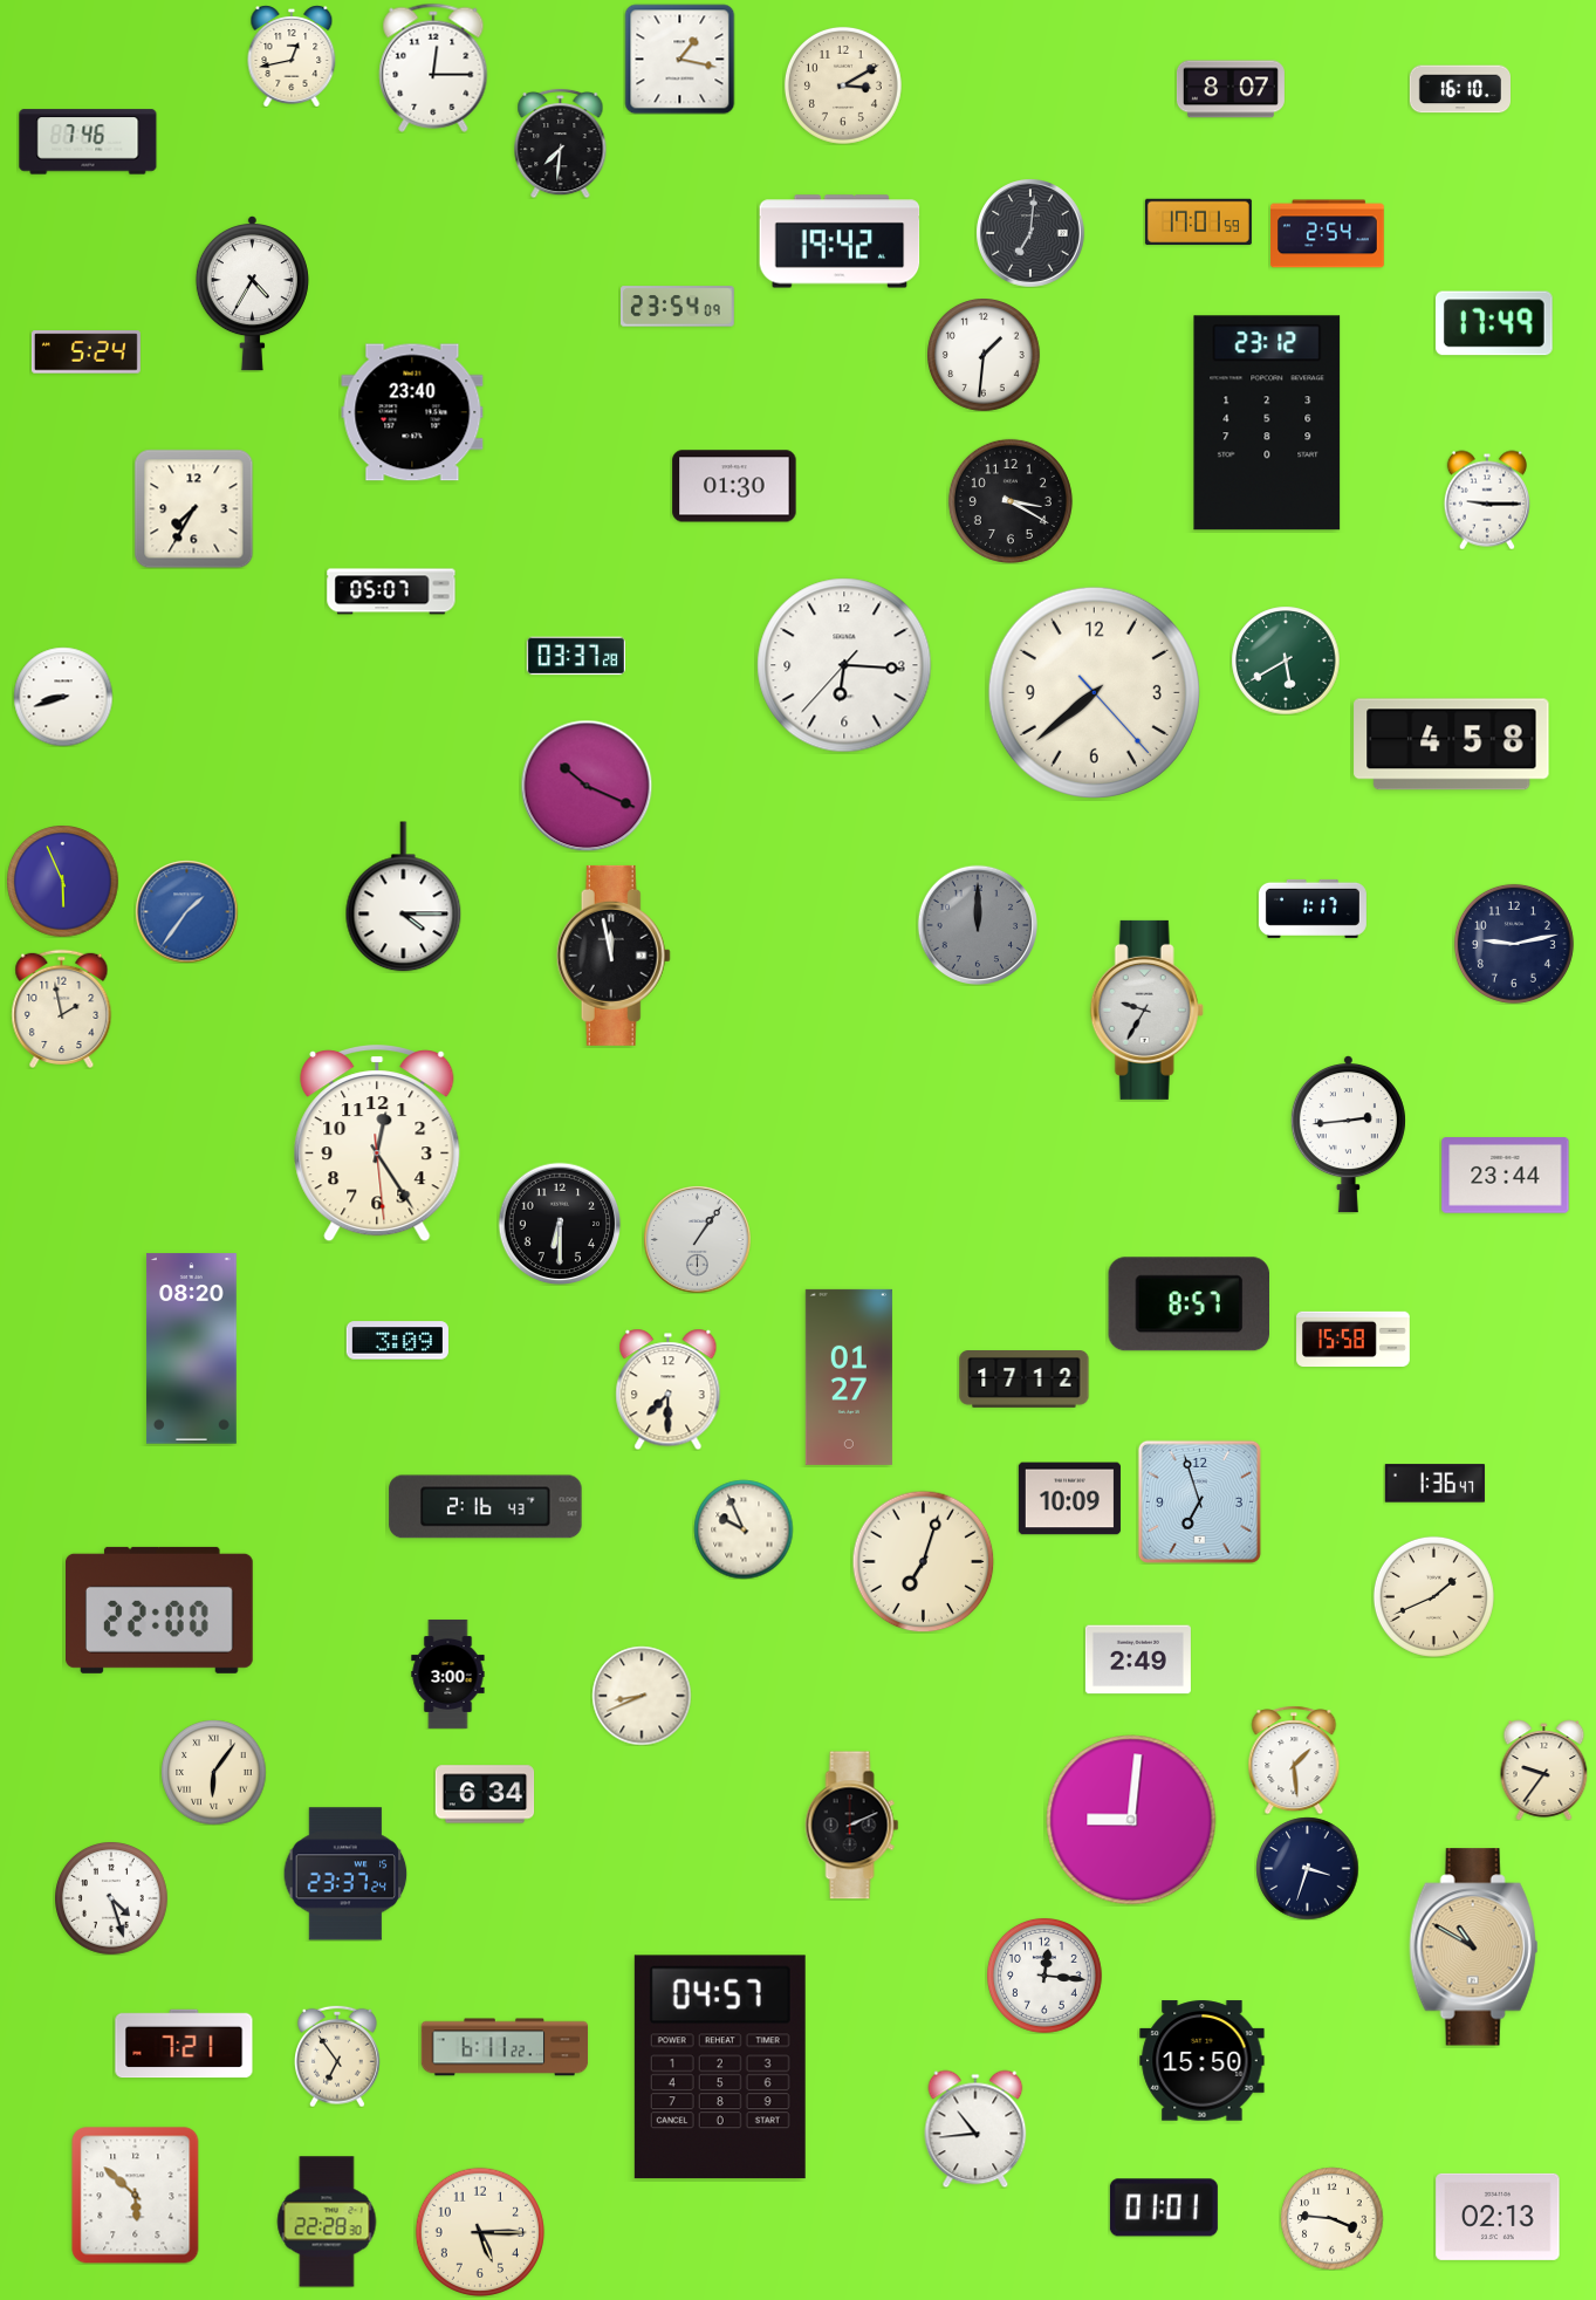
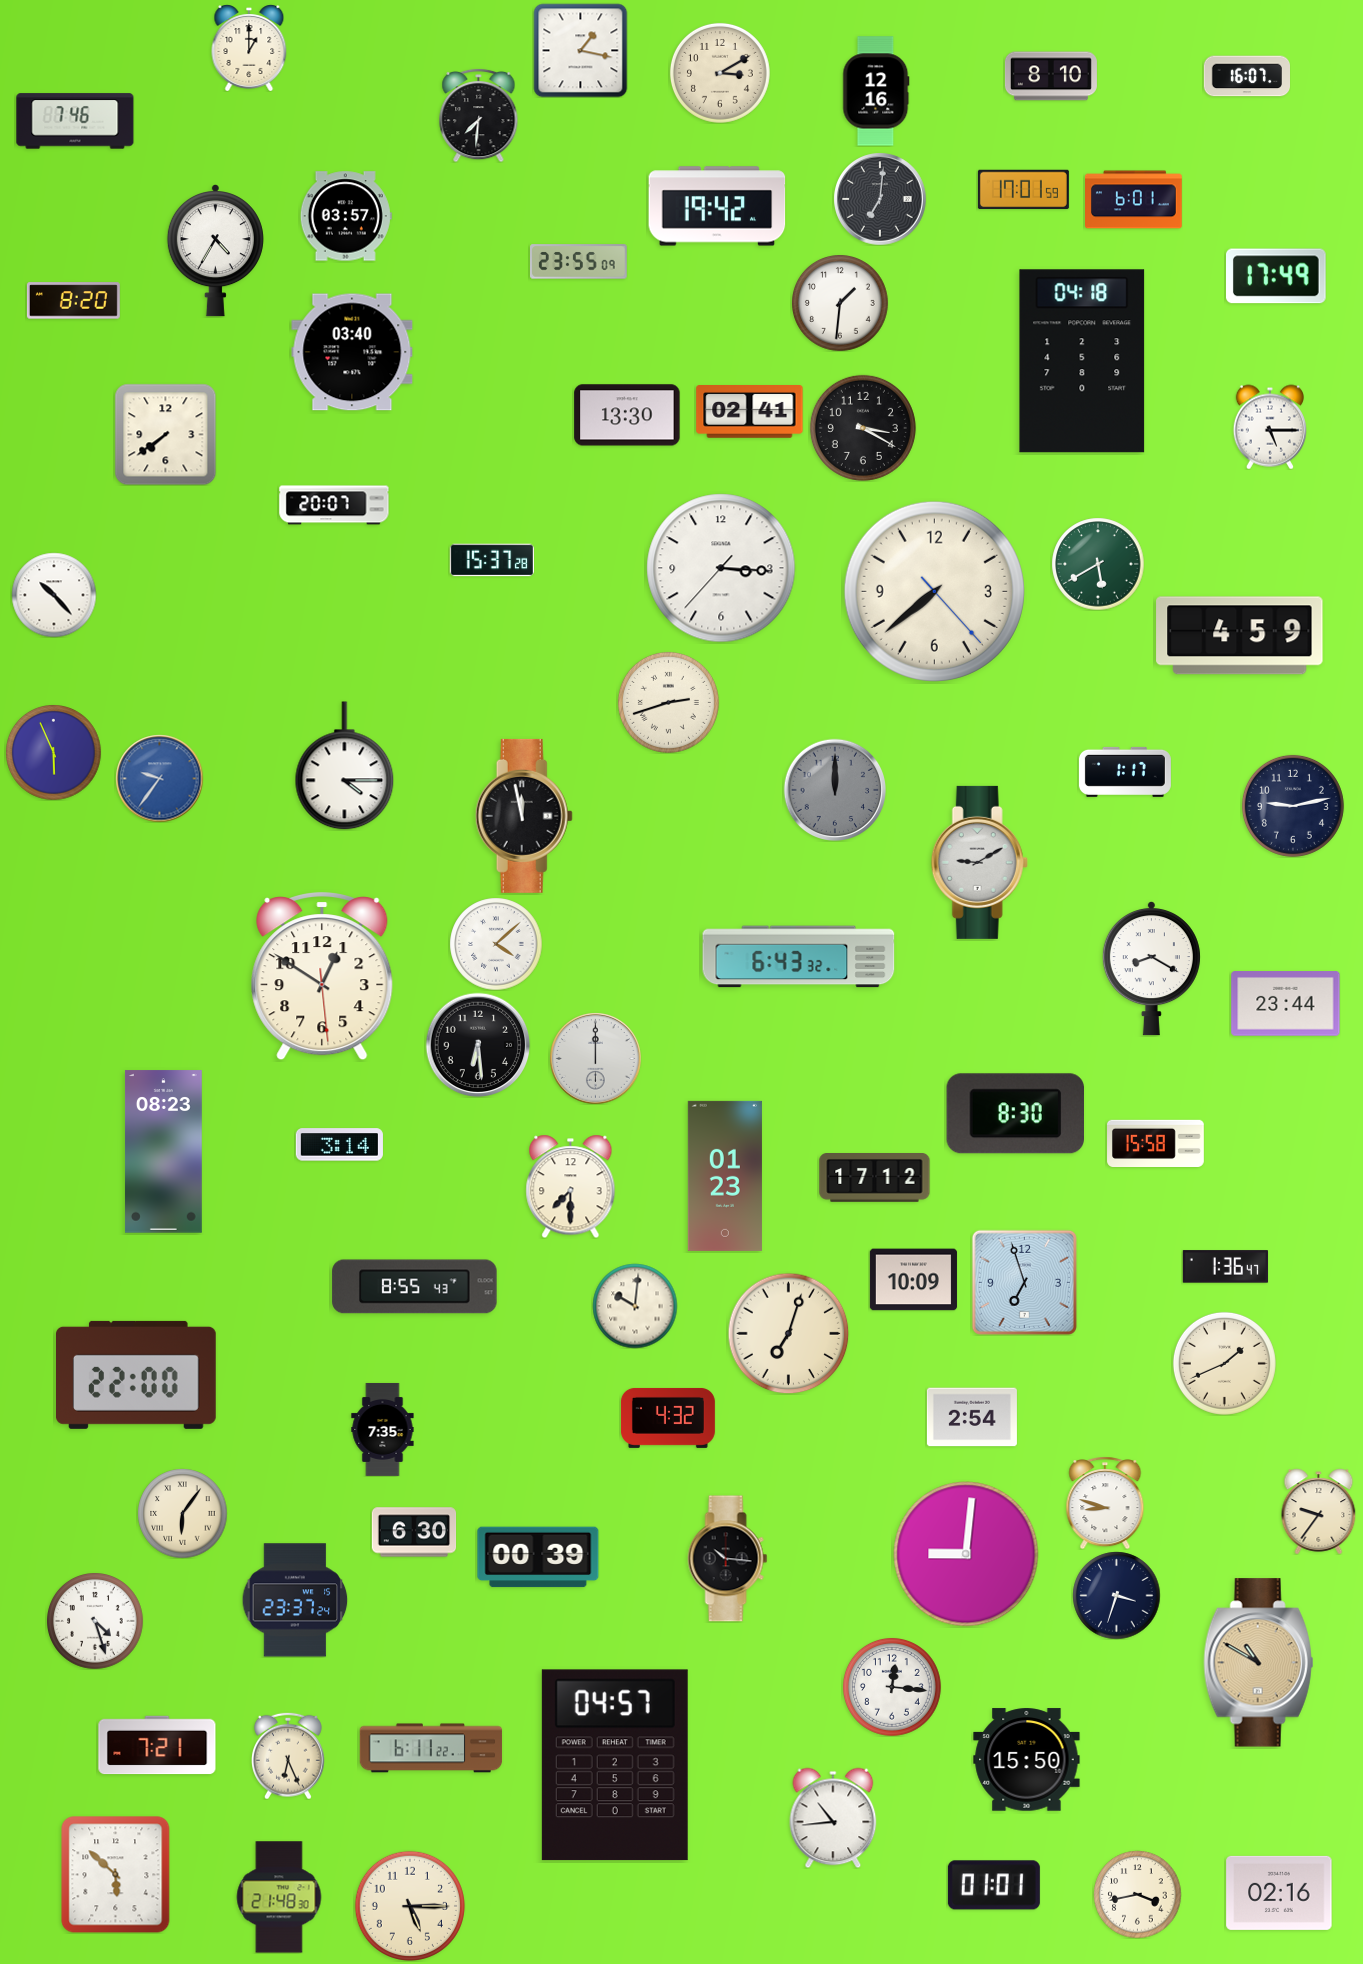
clock at (292, 56): 12:43 -> 1:00
clock at (433, 68): 12:15 -> none
clock at (1231, 89): 8:07 -> 8:10
clock at (1459, 89): 16:10 -> 16:07
clock at (876, 91): none -> 12:16
clock at (561, 143) position: (561, 143) -> (479, 115)
clock at (1328, 234): 2:54 -> 6:01
clock at (346, 216): none -> 03:57
clock at (678, 307): 23:54 -> 23:55
clock at (85, 352): 5:24 -> 8:20
clock at (412, 412): 23:40 -> 03:40
clock at (1267, 423): 23:12 -> 04:18
clock at (750, 412): none -> 02:41
clock at (734, 486): 01:30 -> 13:30
clock at (1487, 500): 9:15 -> 5:15
clock at (193, 508): 7:35 -> 7:39
clock at (391, 591): 05:07 -> 20:07
clock at (575, 656): 03:37 -> 15:37
clock at (844, 665): 6:15 -> 3:15
clock at (63, 697): 8:42 -> 10:23
clock at (1452, 745): 4:58 -> 4:59
clock at (587, 786): 10:19 -> none
clock at (668, 702): none -> 2:42
clock at (1313, 909) position: (1313, 909) -> (1125, 772)
clock at (186, 911): 1:36 -> 9:36
clock at (62, 1008): 1:58 -> none
clock at (1146, 1009): 9:35 -> 9:10
clock at (496, 944): none -> 4:08
clock at (799, 957): none -> 6:43
clock at (1348, 1135): 2:44 -> 8:20
clock at (377, 1144): 12:24 -> 12:50
clock at (560, 1224): 6:30 -> 6:29
clock at (697, 1239): 1:06 -> 12:00
clock at (1189, 1305): 8:57 -> 8:30
clock at (397, 1341): 3:09 -> 3:14
clock at (191, 1349): 08:20 -> 08:23
clock at (849, 1377): 01:27 -> 01:23
clock at (486, 1507): 2:16 -> 8:55
clock at (744, 1529): 9:56 -> 10:01
clock at (1138, 1659): 2:49 -> 2:54
clock at (668, 1418): none -> 4:32
clock at (448, 1673): 3:00 -> 7:35
clock at (642, 1696): 8:41 -> none
clock at (1294, 1760): 1:29 -> 8:48
clock at (485, 1794): 6:34 -> 6:30
clock at (538, 1557): none -> 00:39
clock at (852, 1826): 2:11 -> 10:16
clock at (338, 2056): 6:54 -> 6:26
clock at (1498, 2217): 02:13 -> 02:16
clock at (1331, 2218): 3:46 -> 3:43
clock at (327, 2222): 22:28 -> 21:48
